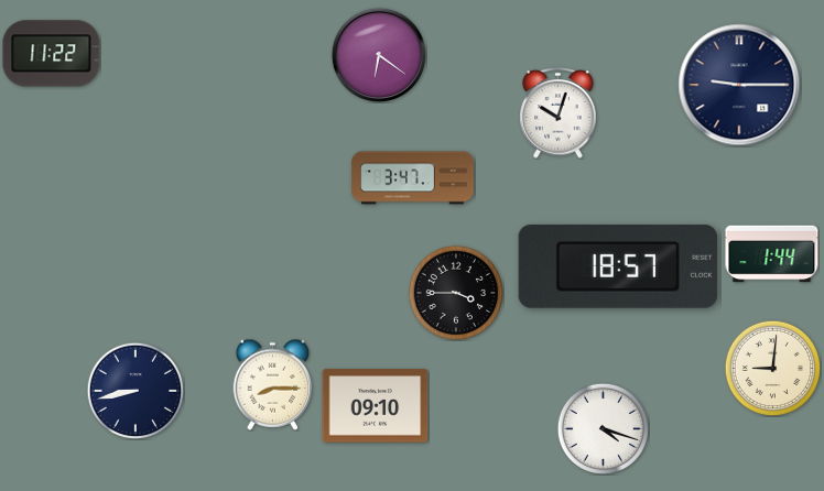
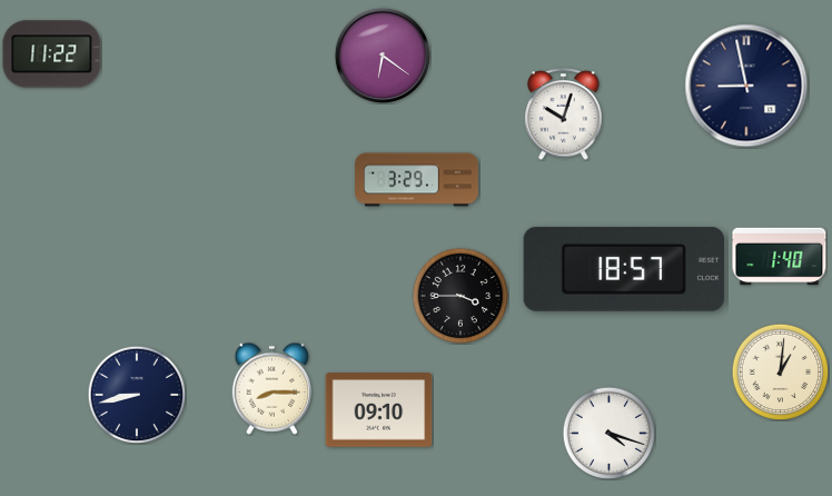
clock at (739, 85): 9:15 -> 8:58
clock at (413, 178): 3:47 -> 3:29
clock at (772, 254): 1:44 -> 1:40
clock at (772, 368): 9:01 -> 1:01
clock at (273, 384) position: (273, 384) -> (273, 388)
